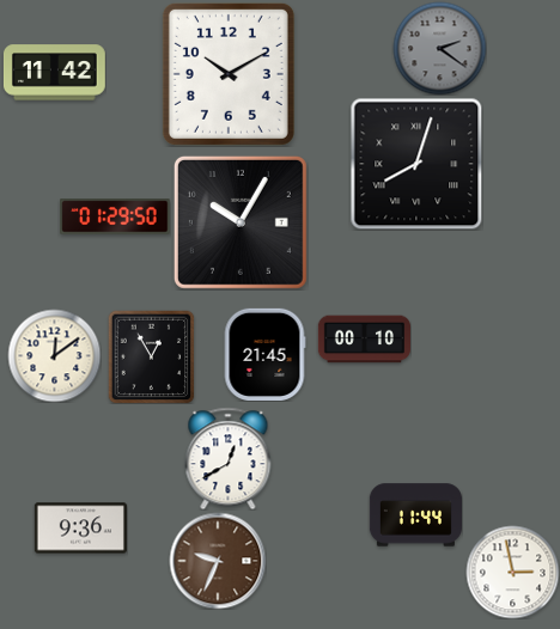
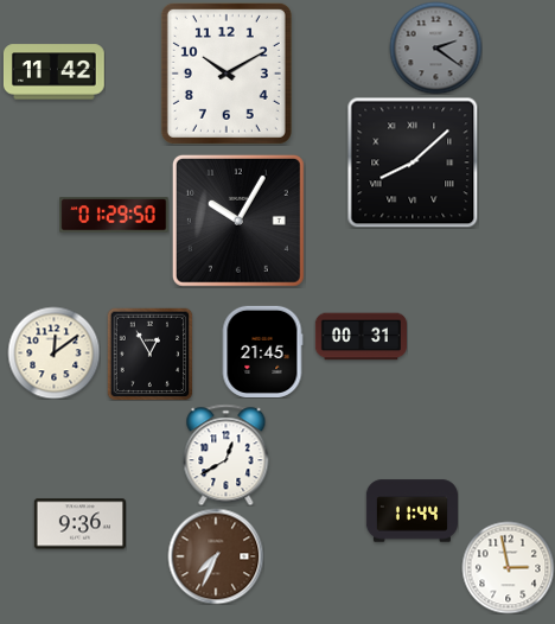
clock at (416, 164): 8:03 -> 8:08
clock at (364, 340): 00:10 -> 00:31
clock at (218, 561): 9:34 -> 7:34
